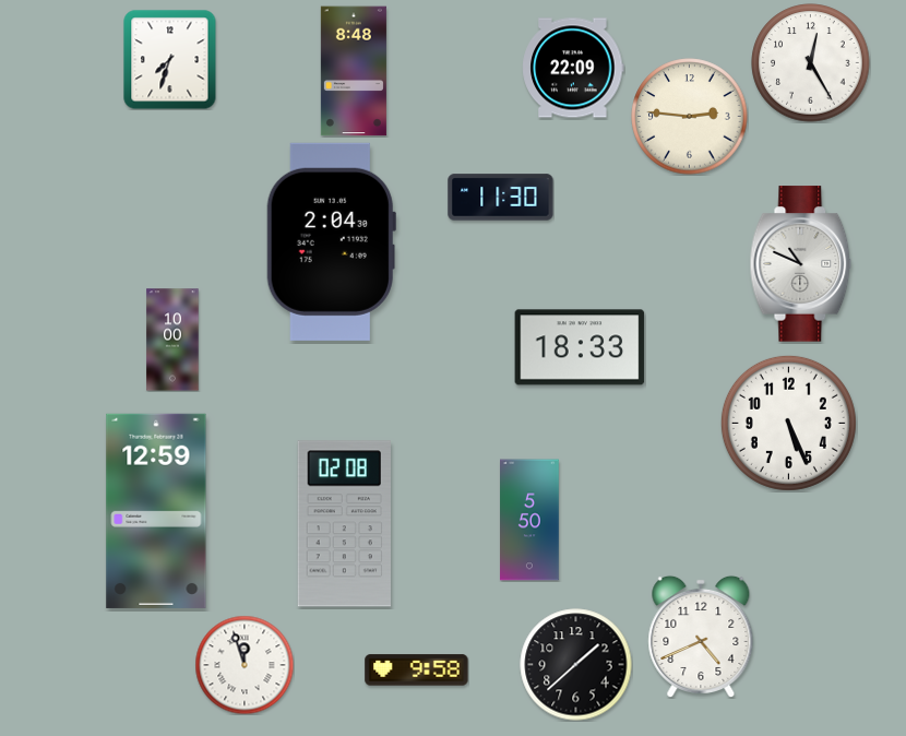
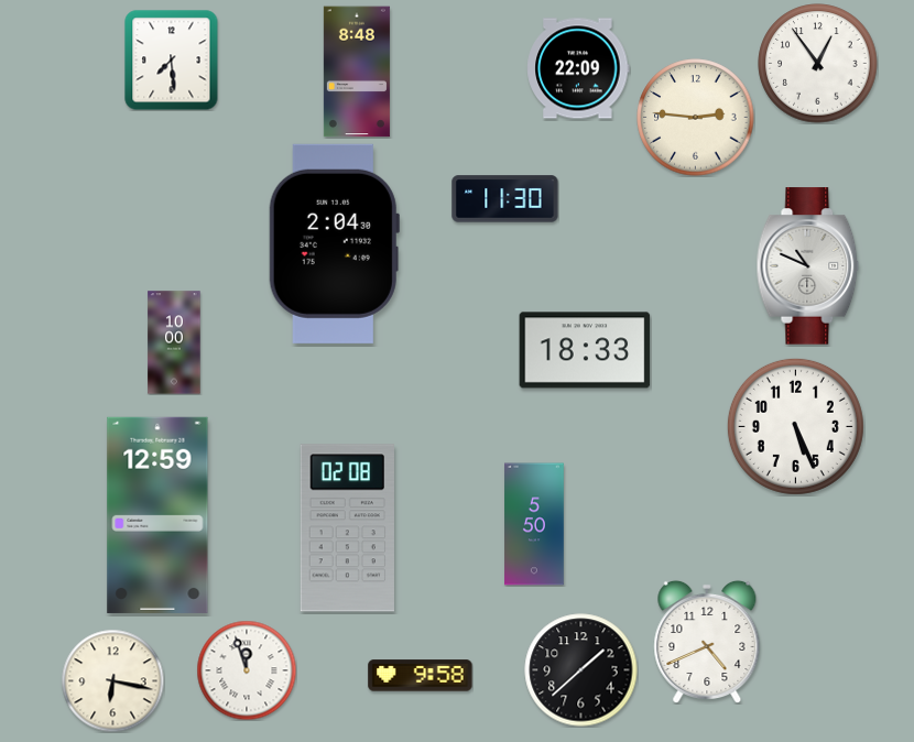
clock at (170, 59): 7:33 -> 7:29
clock at (811, 63): 12:25 -> 12:54
clock at (112, 680): none -> 6:17
